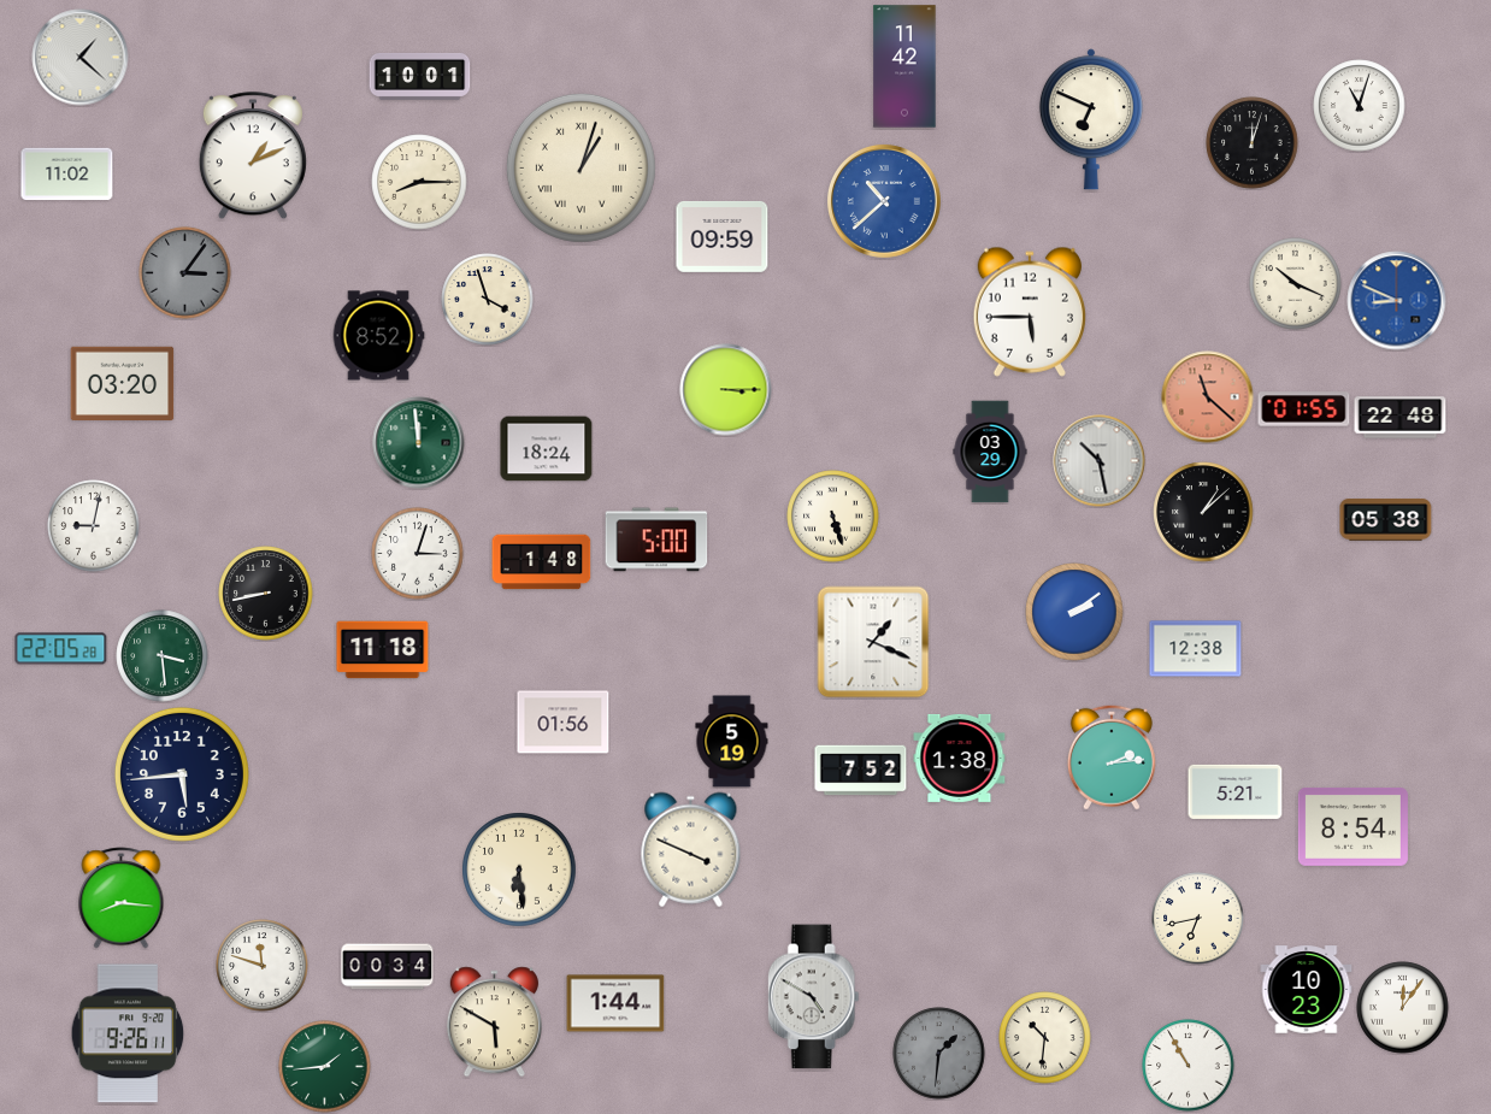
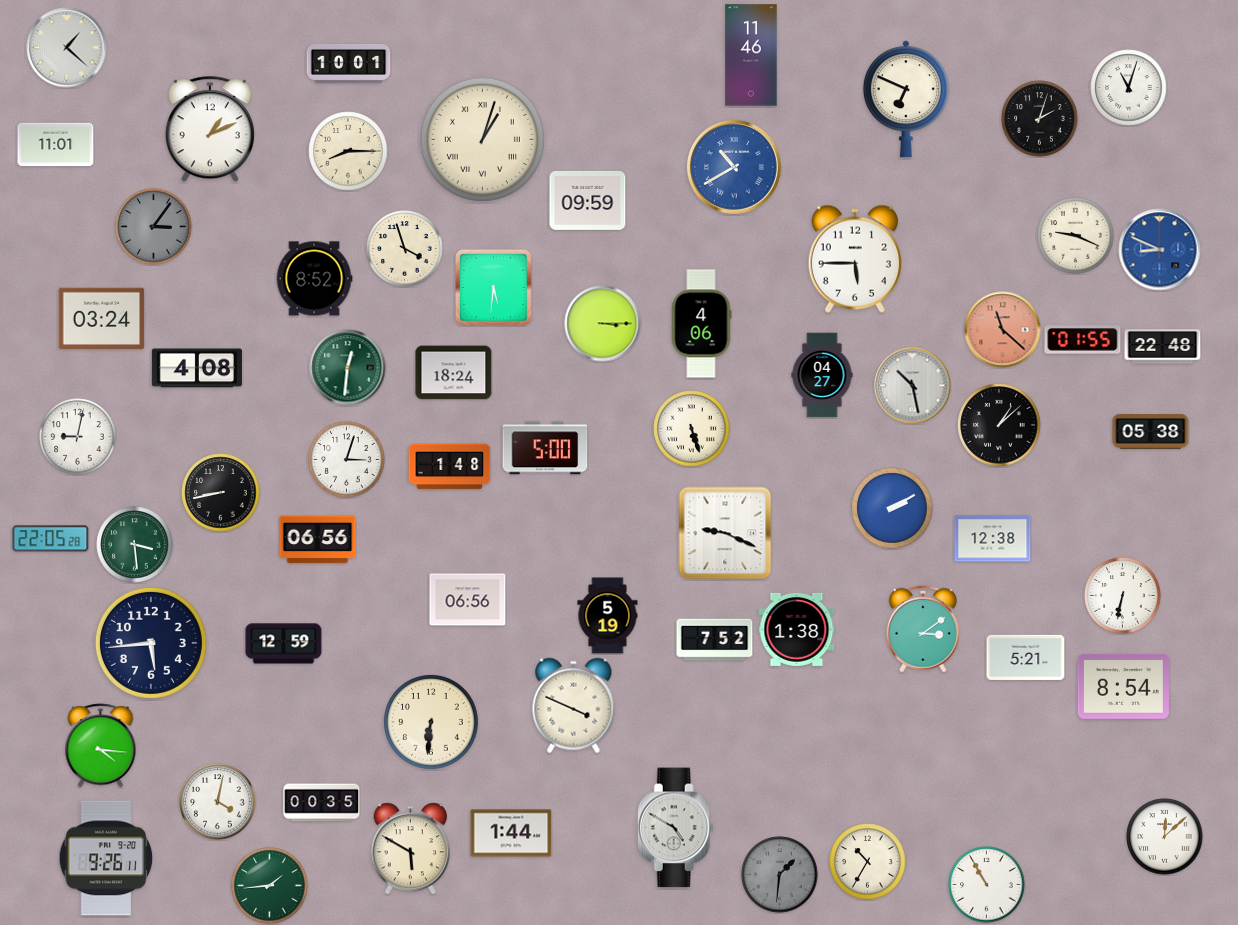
clock at (904, 66): 11:42 -> 11:46
clock at (1253, 143): 12:03 -> 2:03
clock at (67, 175): 11:02 -> 11:01
clock at (884, 201): 10:38 -> 10:40
clock at (723, 236) position: (723, 236) -> (588, 200)
clock at (1296, 284): 10:19 -> 9:19
clock at (494, 288): none -> 5:31
clock at (123, 384): 03:20 -> 03:24
clock at (701, 324): none -> 4:06
clock at (197, 368): none -> 4:08
clock at (419, 443): 11:59 -> 12:31
clock at (990, 452): 03:29 -> 04:27
clock at (1100, 461) position: (1100, 461) -> (913, 386)
clock at (1074, 612): 2:09 -> 2:10
clock at (873, 642): 1:19 -> 9:19
clock at (383, 650): 11:18 -> 06:56
clock at (1123, 596): none -> 6:32
clock at (564, 723): 01:56 -> 06:56
clock at (1112, 758): 2:14 -> 3:09
clock at (284, 644): none -> 12:59
clock at (519, 870): 6:29 -> 6:31
clock at (122, 898): 8:16 -> 4:16
clock at (1198, 919): 6:43 -> none
clock at (263, 966): 11:48 -> 4:02
clock at (388, 967): 00:34 -> 00:35
clock at (1307, 990): 10:23 -> none
clock at (1403, 1008): 12:06 -> 12:08
clock at (1045, 1038): 10:31 -> 10:35
